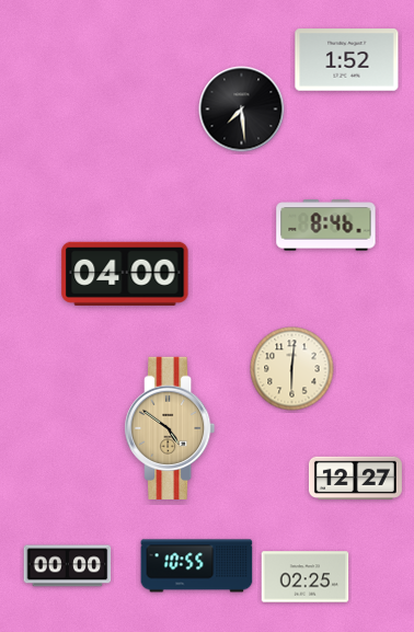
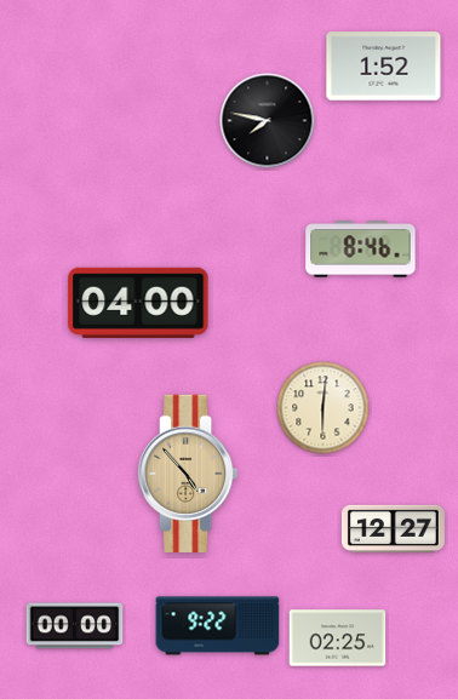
clock at (242, 110): 7:29 -> 7:47
clock at (170, 428): 4:51 -> 4:53
clock at (197, 566): 10:55 -> 9:22
